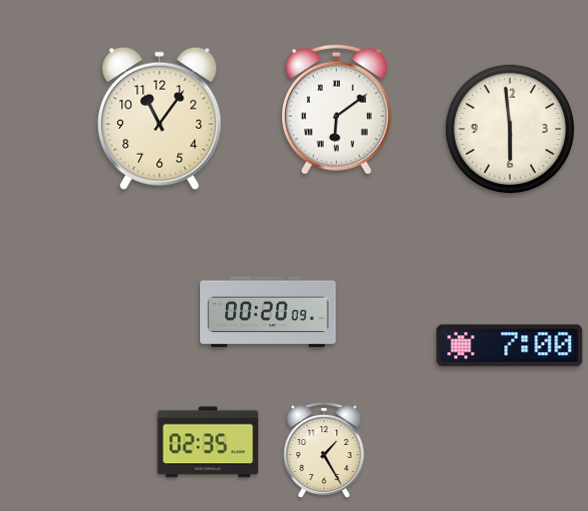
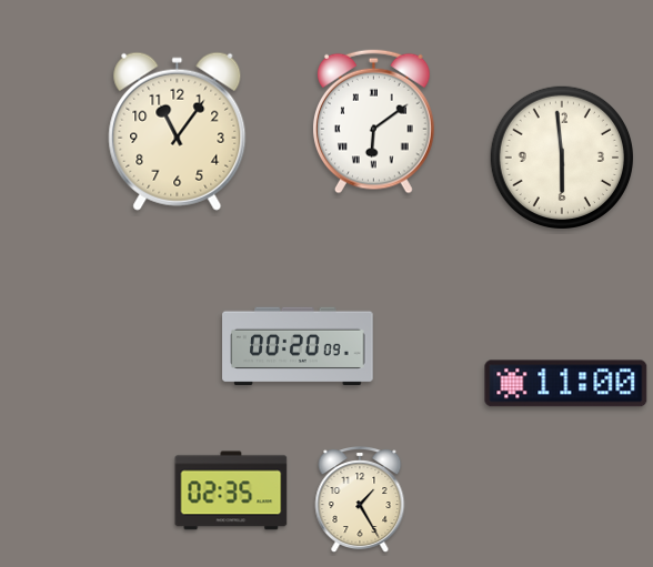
clock at (509, 128) position: (509, 128) -> (561, 156)
clock at (510, 346): 7:00 -> 11:00
